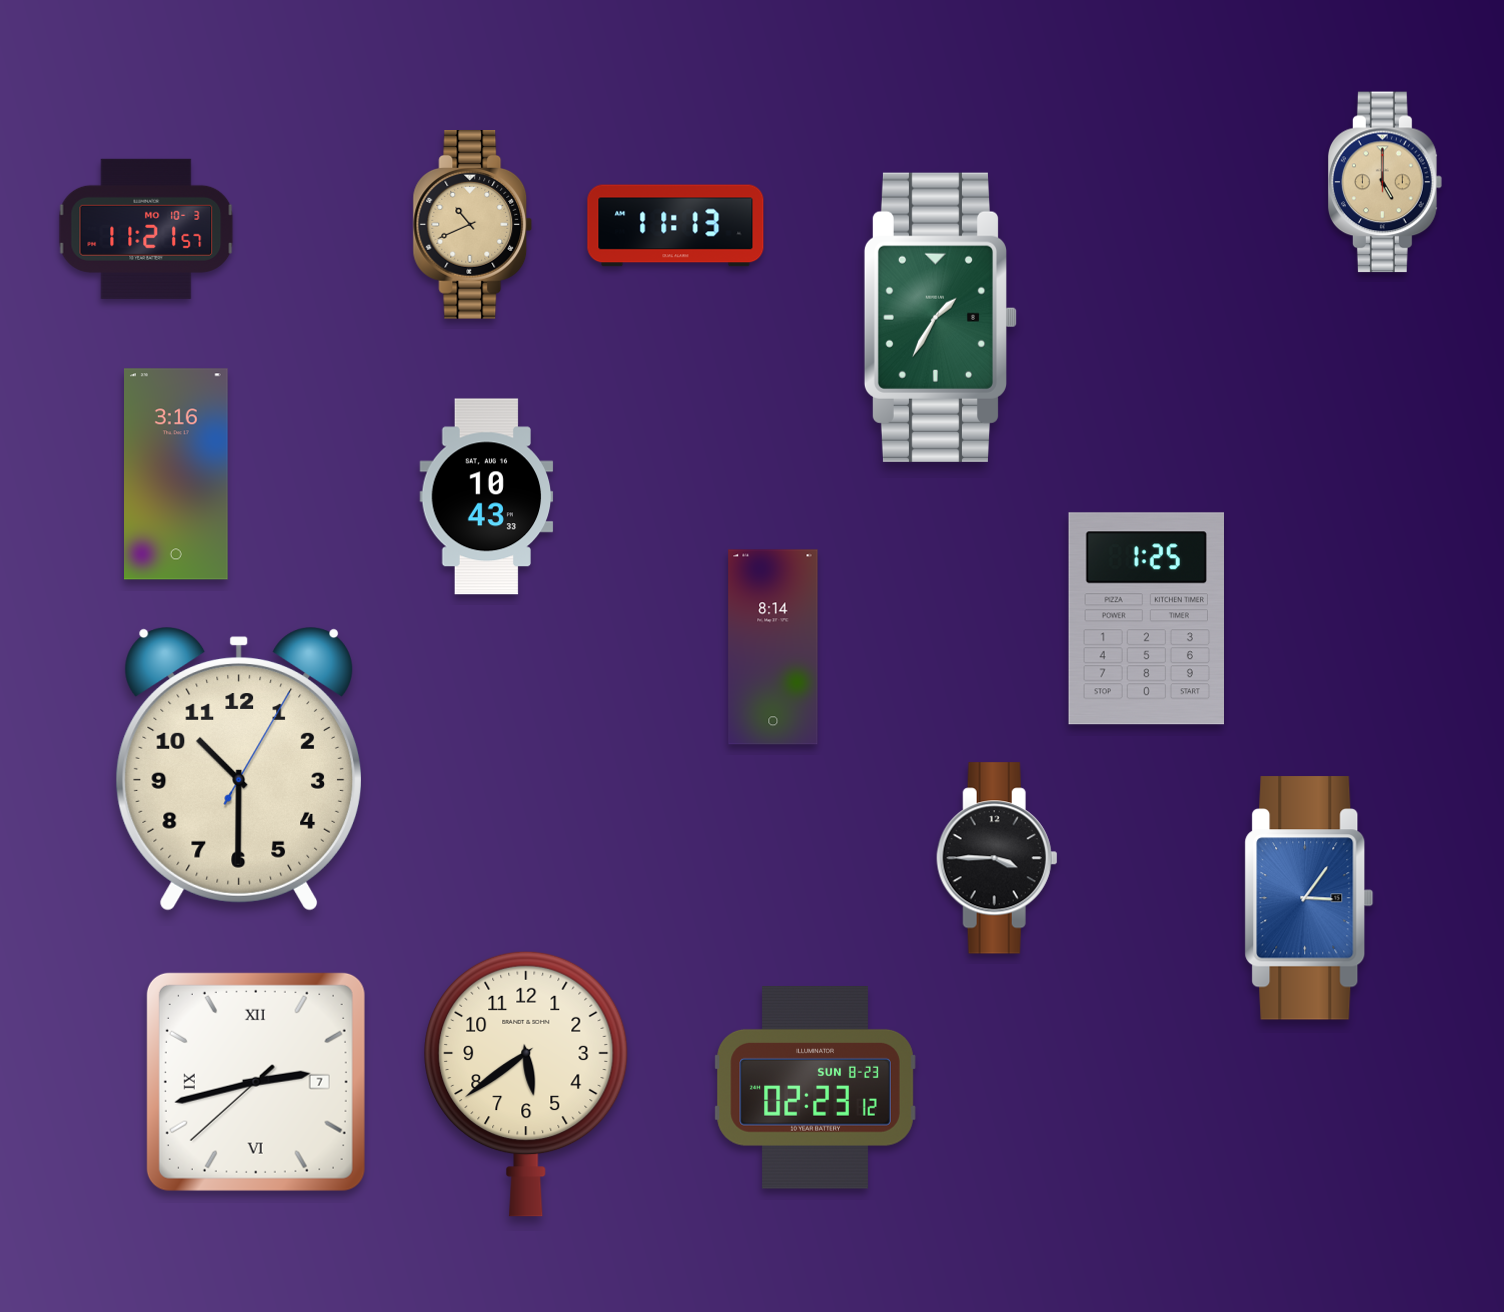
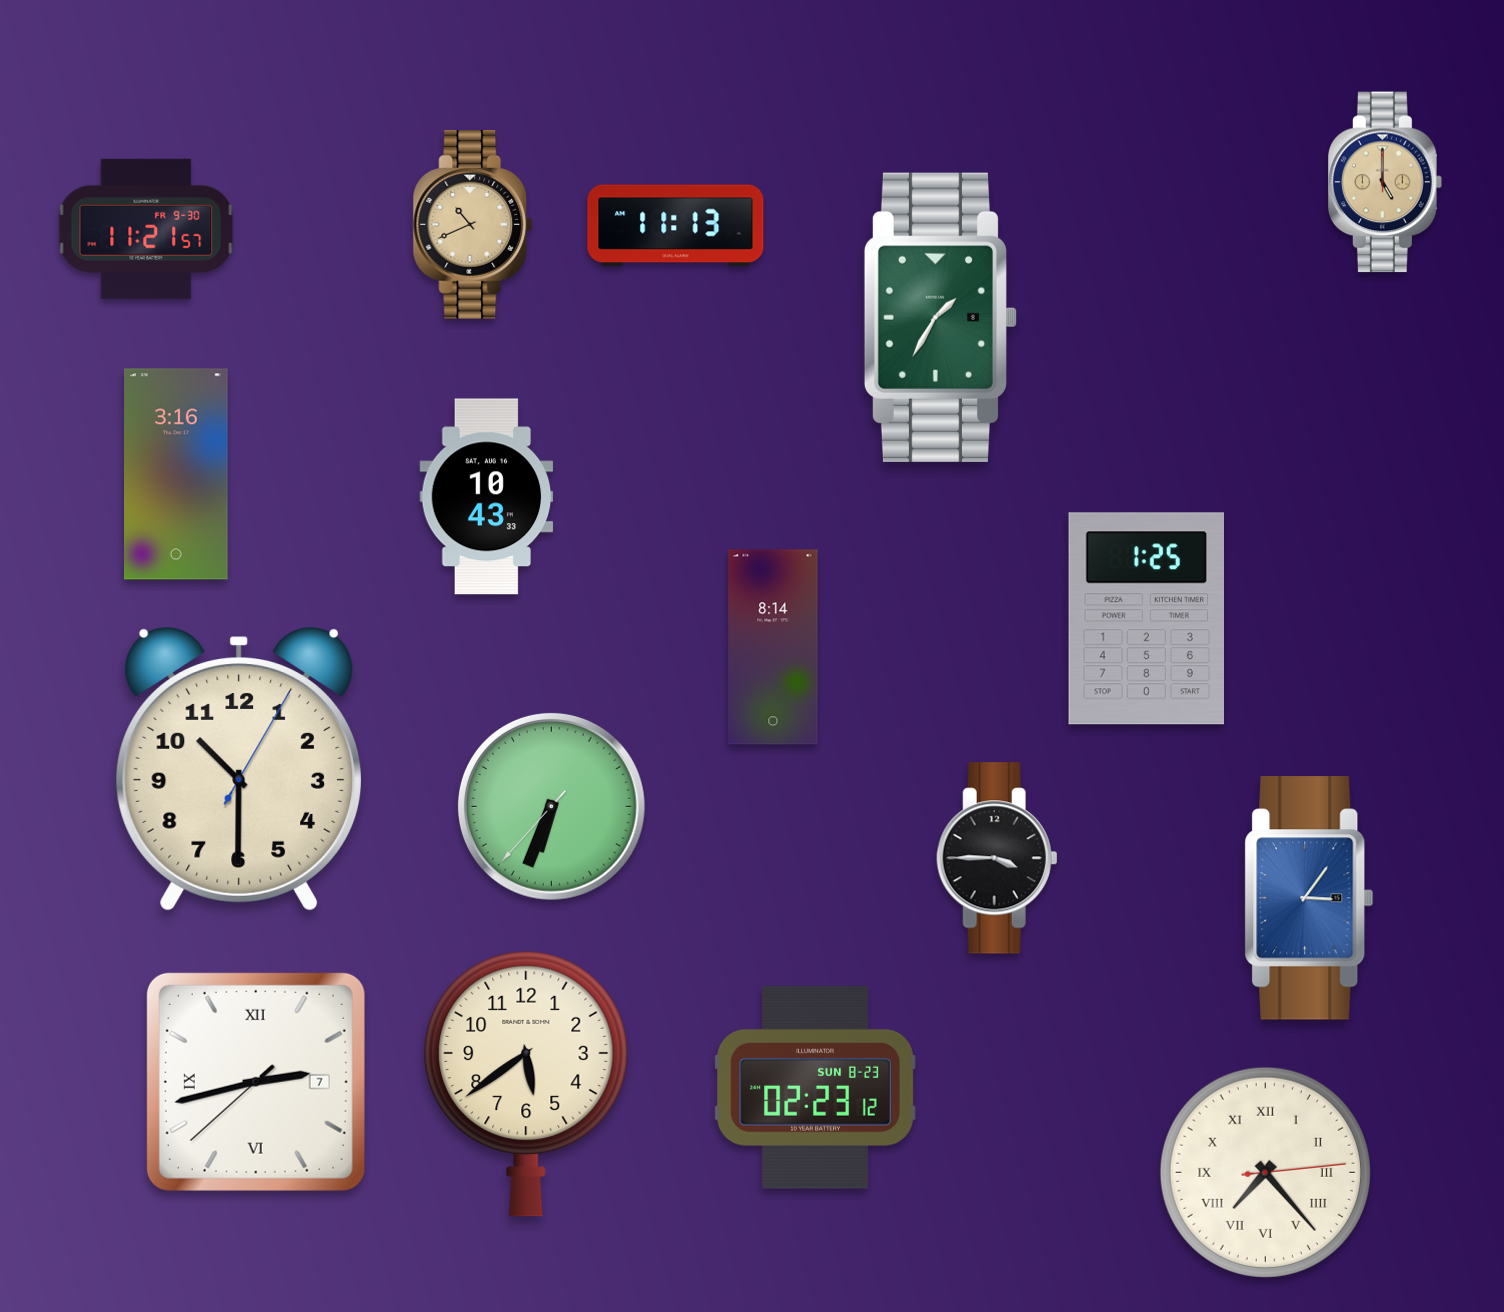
clock at (146, 229) date: MO 10-3 -> FR 9-30
clock at (551, 806): none -> 6:33
clock at (1265, 1172): none -> 7:23
